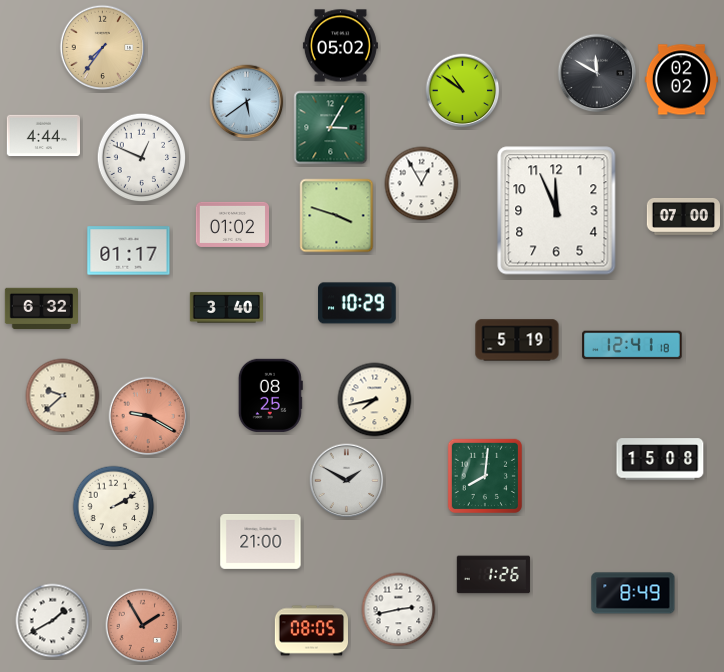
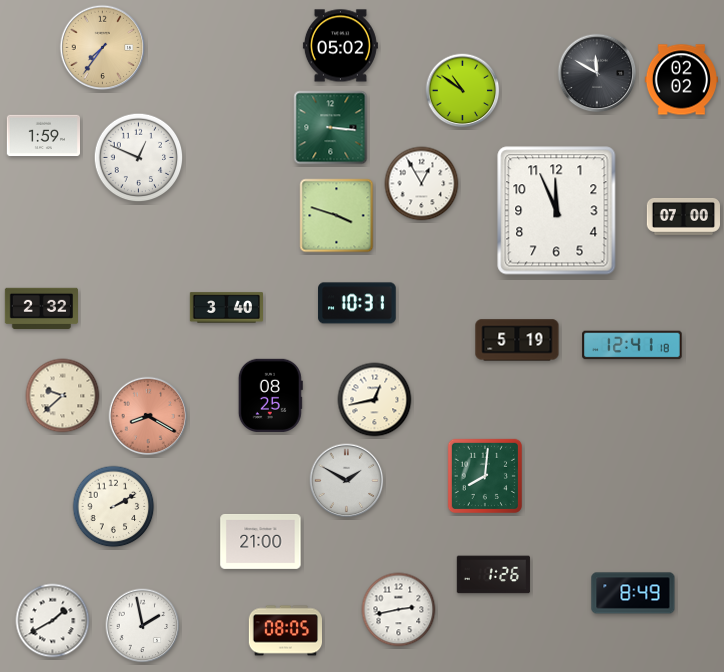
clock at (247, 102): 5:39 -> none
clock at (331, 128): 3:05 -> 3:16
clock at (43, 136): 4:44 -> 1:59
clock at (142, 158) position: (142, 158) -> (139, 158)
clock at (232, 224): 01:02 -> none
clock at (129, 251): 01:17 -> none
clock at (357, 303): 10:29 -> 10:31
clock at (41, 309): 6:32 -> 2:32
clock at (375, 400): 7:43 -> 12:43
clock at (148, 416): 9:20 -> 8:20
clock at (660, 459): 15:08 -> none
clock at (143, 626): 1:55 -> 1:58
clock at (143, 626) dial: salmon -> white
clock at (311, 631) position: (311, 631) -> (285, 631)
